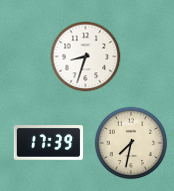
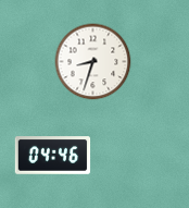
clock at (49, 143): 17:39 -> 04:46
clock at (131, 143): 7:32 -> none
